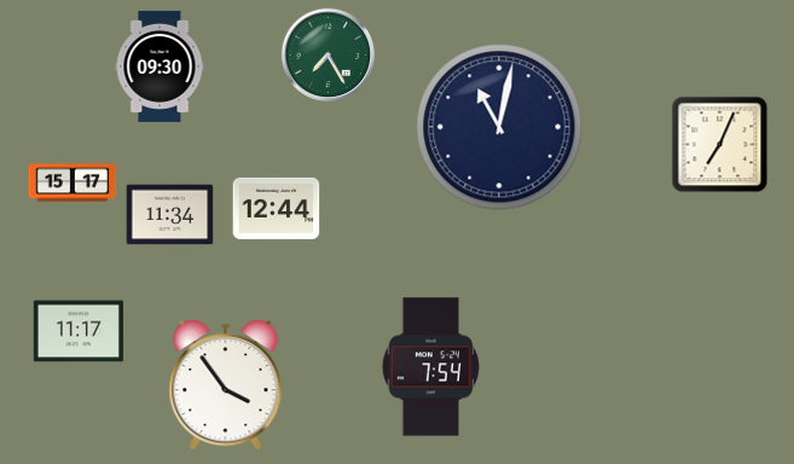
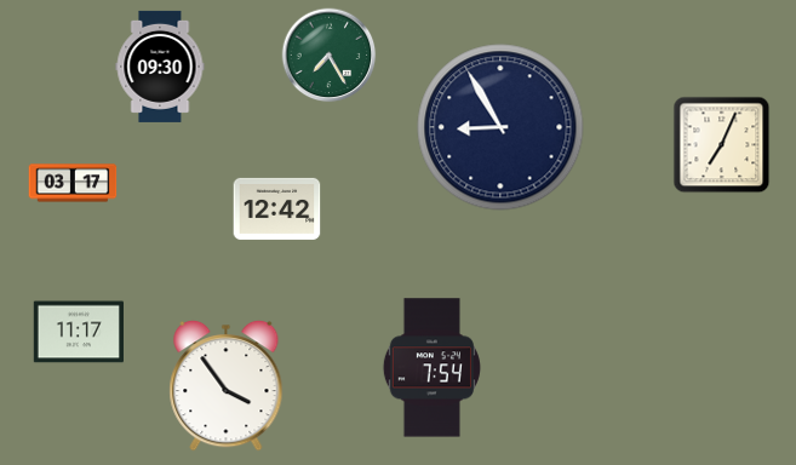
clock at (499, 127): 11:02 -> 8:55
clock at (73, 182): 15:17 -> 03:17
clock at (277, 208): 12:44 -> 12:42
clock at (170, 215): 11:34 -> none
